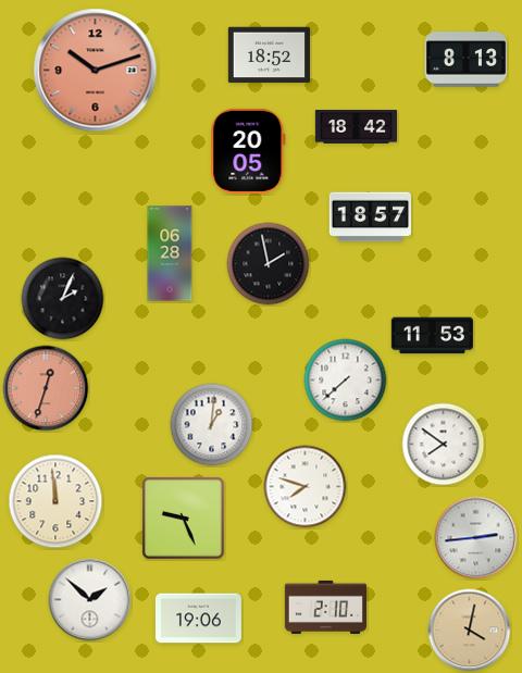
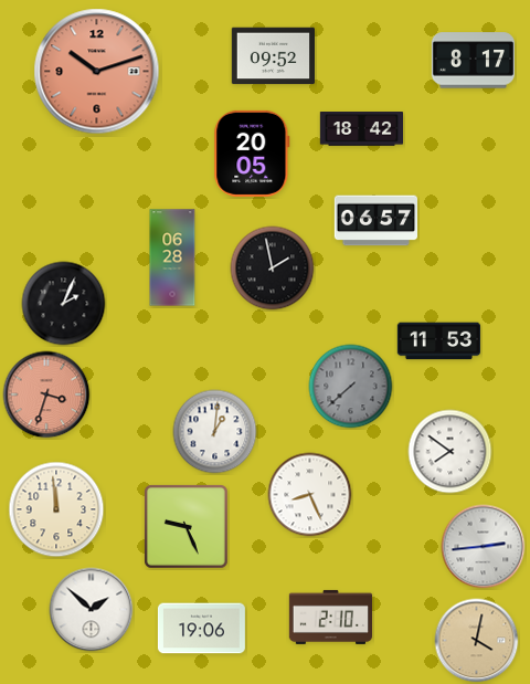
clock at (269, 55): 18:52 -> 09:52
clock at (465, 60): 8:13 -> 8:17
clock at (370, 217): 18:57 -> 06:57
clock at (346, 381) dial: white -> grey
clock at (46, 388): 12:33 -> 3:33
clock at (306, 487): 7:48 -> 8:26
